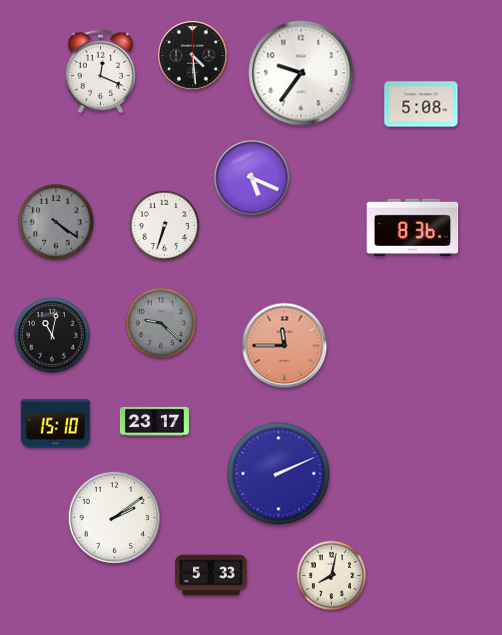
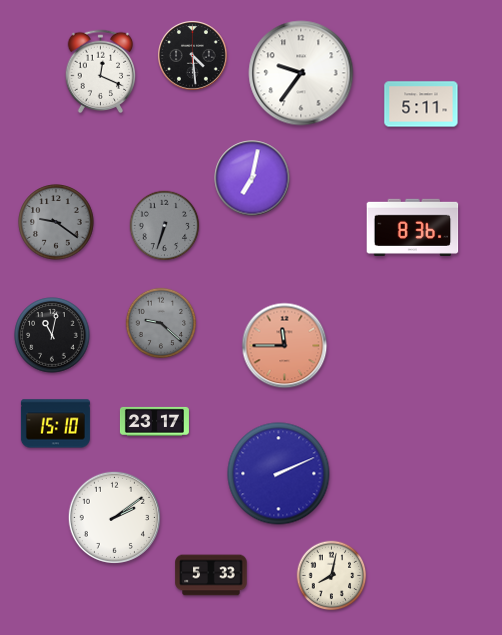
clock at (421, 104): 5:08 -> 5:11
clock at (252, 178): 5:19 -> 7:02
clock at (56, 222): 4:21 -> 9:21
clock at (165, 226) dial: white -> grey
